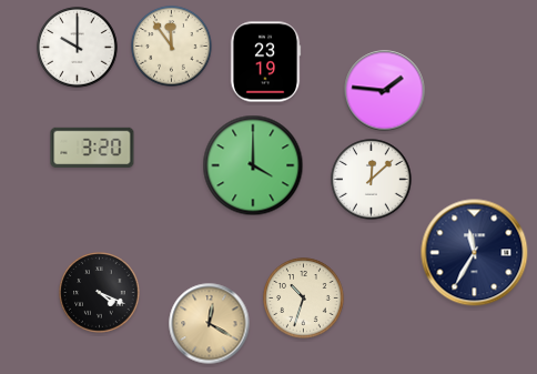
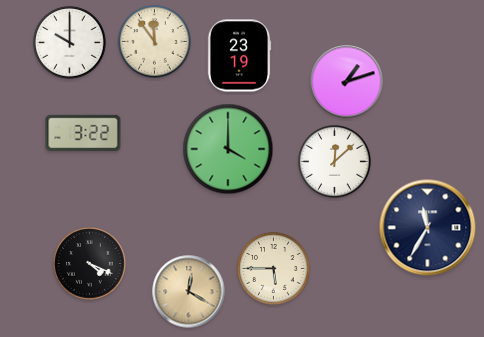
clock at (385, 91): 1:46 -> 1:12
clock at (92, 146): 3:20 -> 3:22
clock at (304, 299): 10:33 -> 5:45
